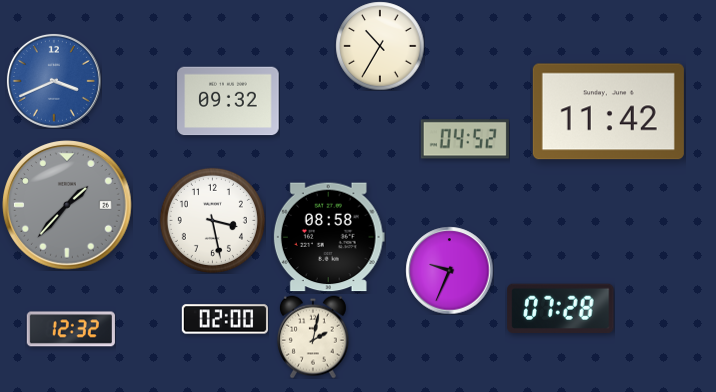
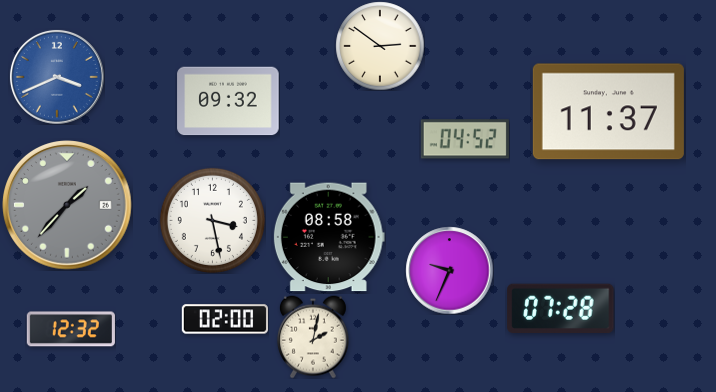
clock at (380, 46): 10:35 -> 2:51
clock at (54, 81) position: (54, 81) -> (57, 77)
clock at (608, 112): 11:42 -> 11:37
